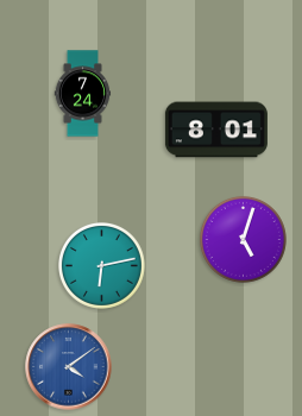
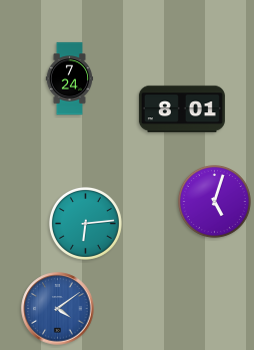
clock at (243, 239) position: (243, 239) -> (214, 201)
clock at (101, 265): 6:13 -> 6:14
